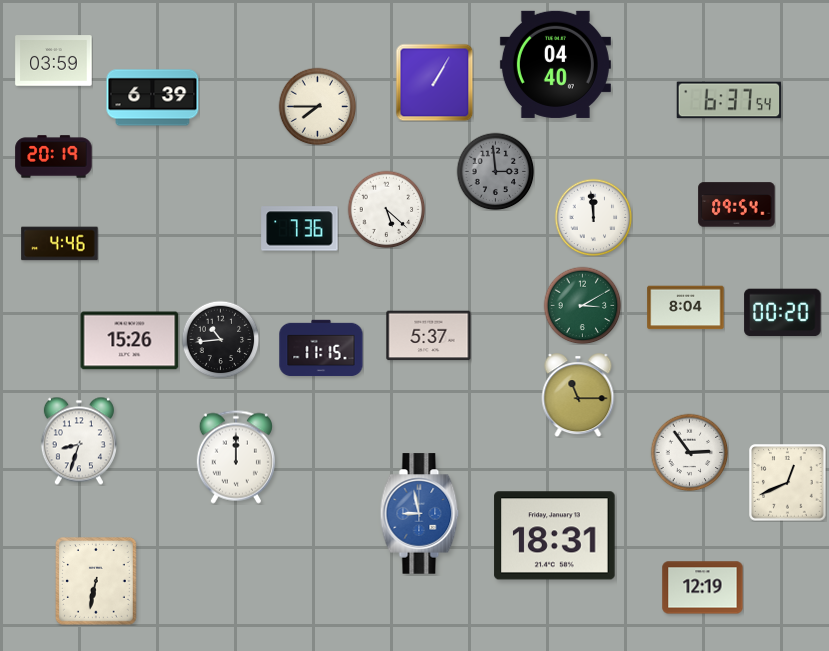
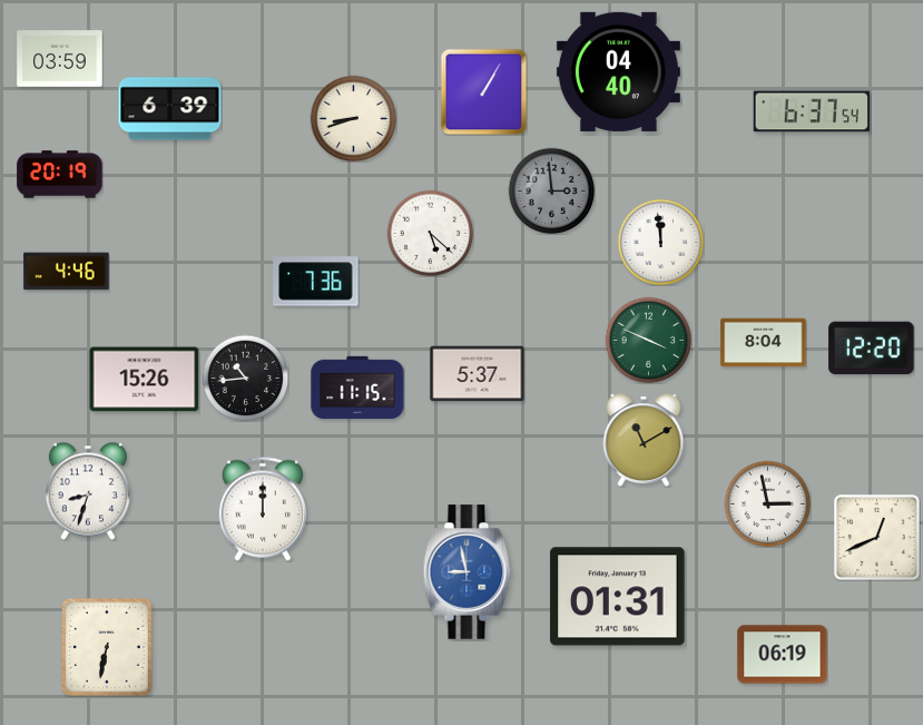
clock at (54, 61) position: (54, 61) -> (60, 59)
clock at (317, 106): 7:45 -> 8:42
clock at (737, 205): 09:54 -> none
clock at (300, 229) position: (300, 229) -> (316, 282)
clock at (582, 305): 3:10 -> 3:49
clock at (783, 313): 00:20 -> 12:20
clock at (578, 395): 11:15 -> 11:10
clock at (689, 452): 2:54 -> 2:58
clock at (555, 536): 18:31 -> 01:31
clock at (703, 588): 12:19 -> 06:19
